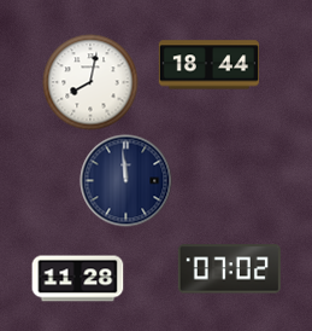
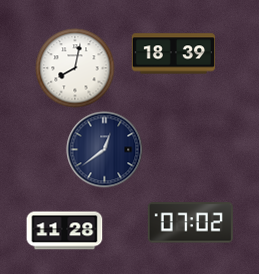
clock at (208, 65): 18:44 -> 18:39
clock at (126, 181): 11:59 -> 12:39
